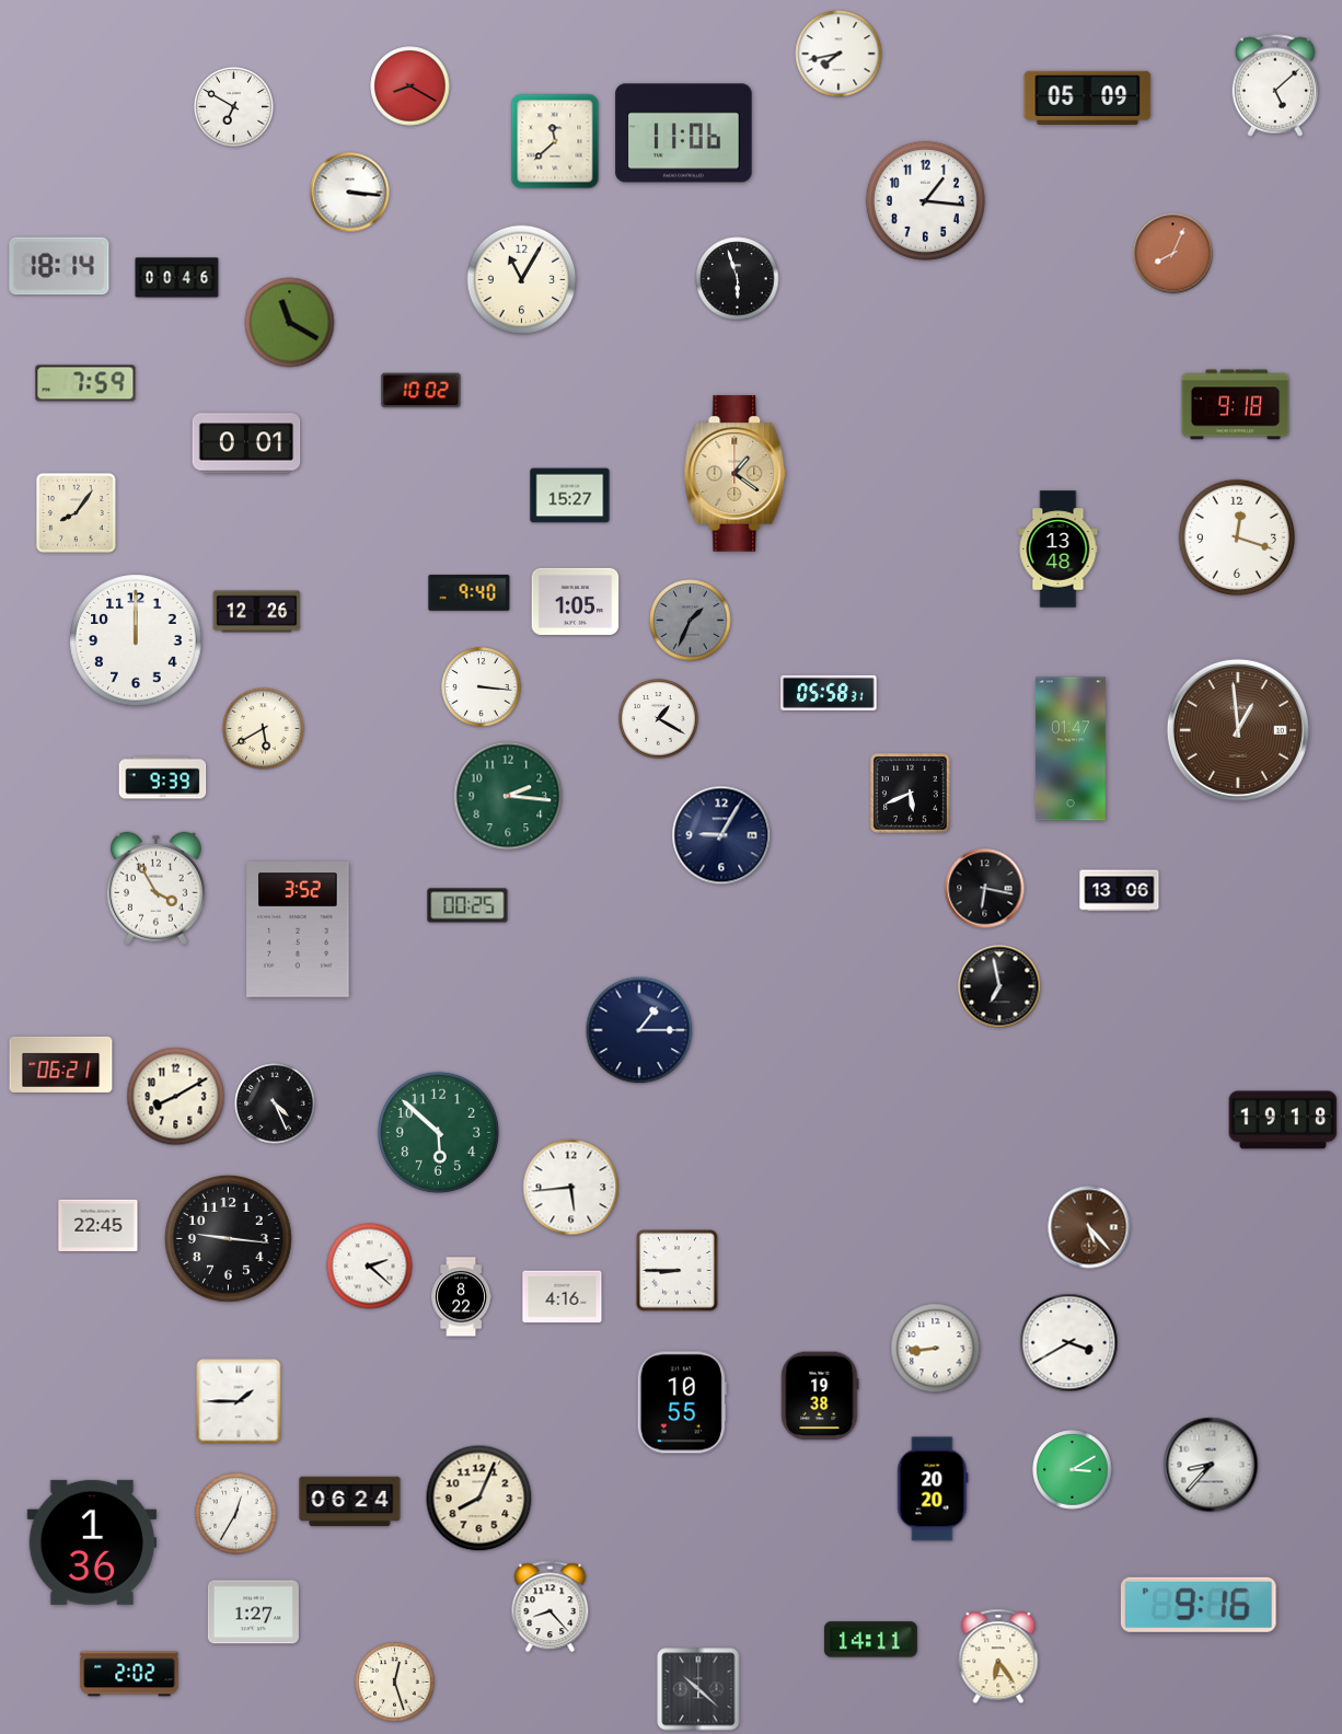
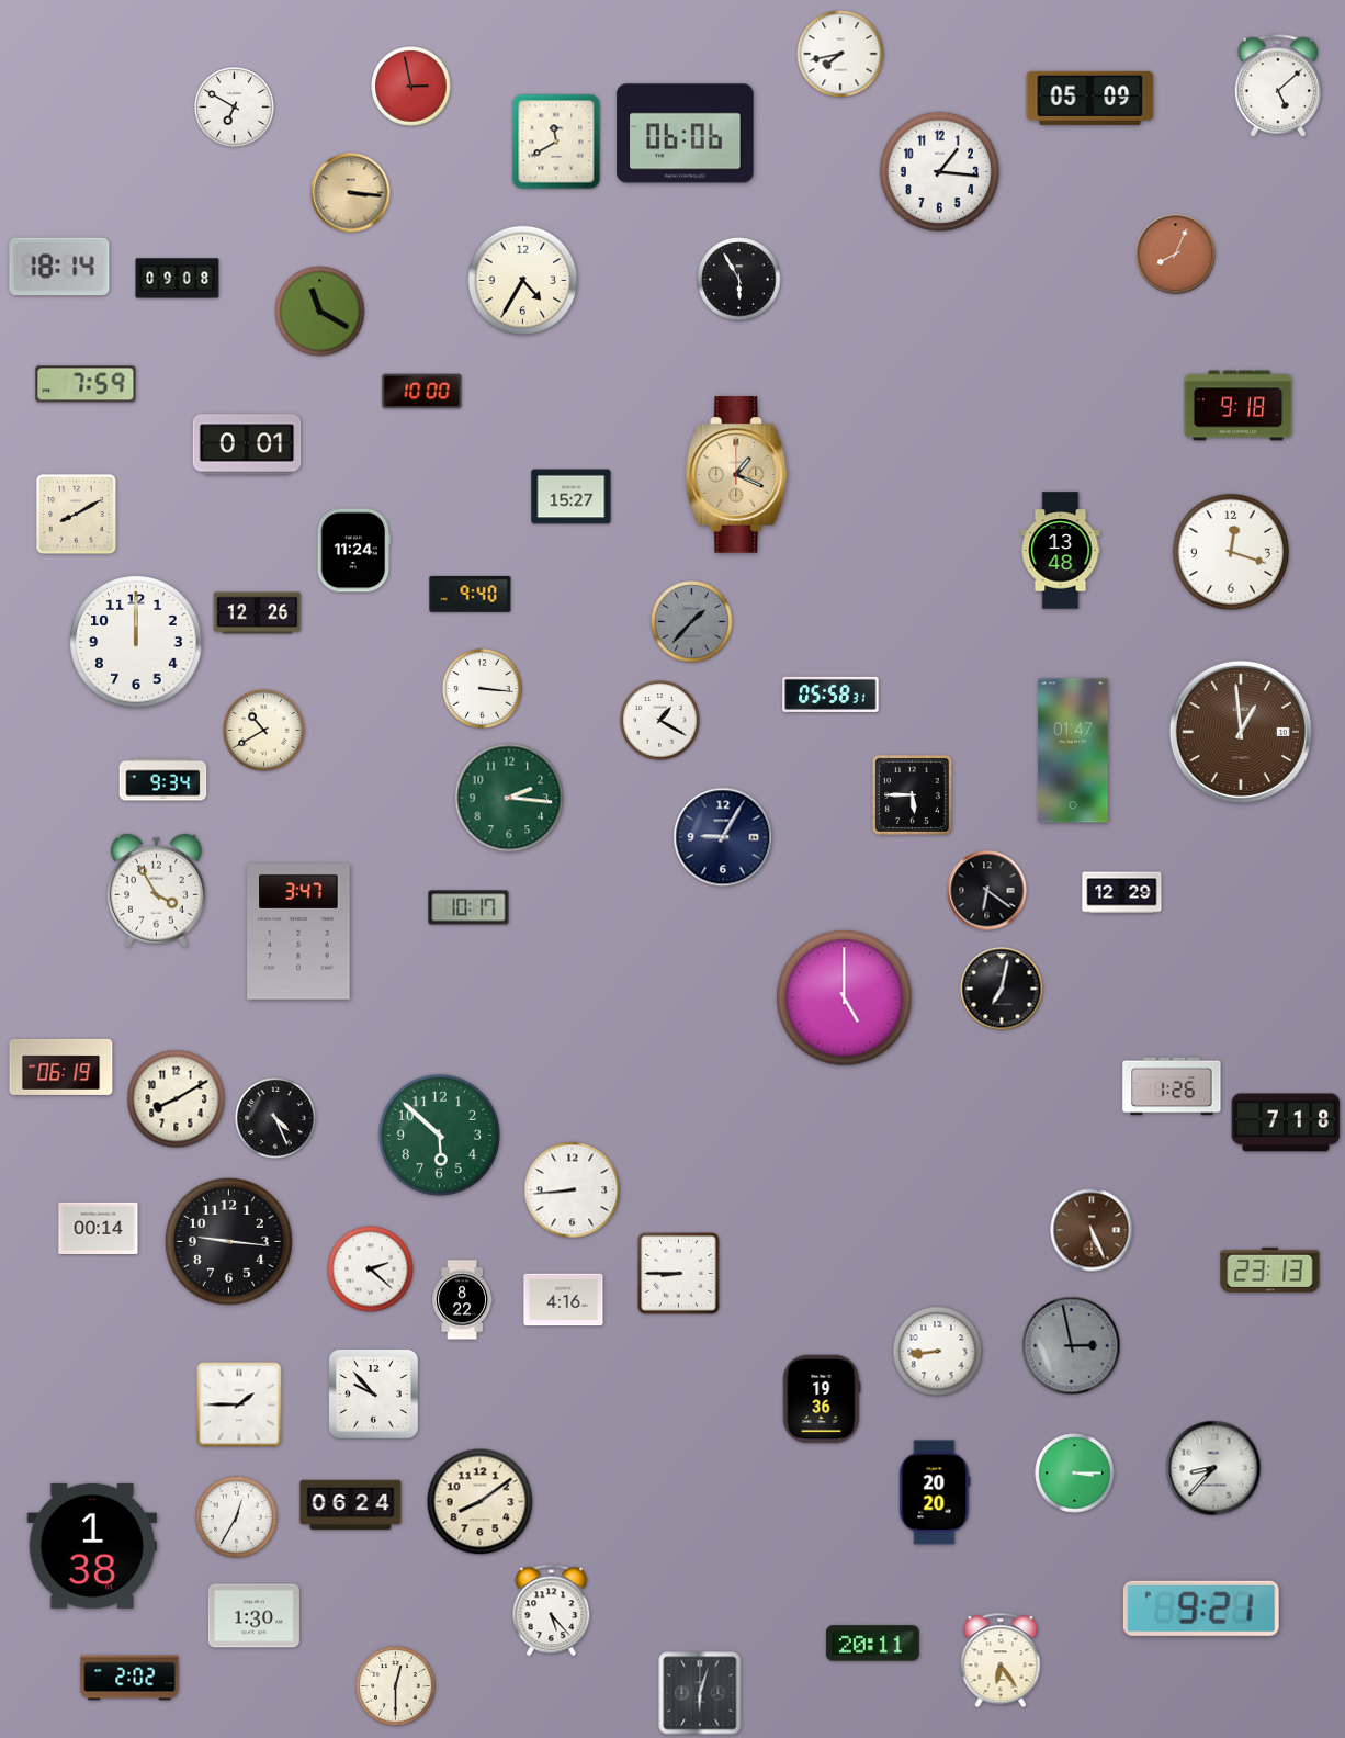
clock at (410, 86): 8:20 -> 2:58
clock at (684, 134): 11:06 -> 06:06
clock at (555, 141): 11:38 -> 11:40
clock at (350, 193) dial: white -> champagne
clock at (925, 200) position: (925, 200) -> (939, 171)
clock at (177, 278): 00:46 -> 09:08
clock at (738, 279): 5:57 -> 5:55
clock at (522, 280): 11:05 -> 4:35
clock at (290, 323) position: (290, 323) -> (320, 312)
clock at (421, 391): 10:02 -> 10:00
clock at (736, 474): 1:21 -> 1:19
clock at (77, 513): 8:06 -> 8:10
clock at (1237, 537) position: (1237, 537) -> (1231, 552)
clock at (354, 551): none -> 11:24
clock at (576, 601): 1:05 -> none
clock at (691, 621): 1:34 -> 1:37
clock at (264, 729): 5:40 -> 10:40
clock at (163, 778): 9:39 -> 9:34
clock at (911, 794): 5:41 -> 5:45
clock at (985, 889): 6:17 -> 6:21
clock at (1120, 891): 13:06 -> 12:29
clock at (467, 905): 00:25 -> 10:17
clock at (298, 929): 3:52 -> 3:47
clock at (999, 986): 6:58 -> 7:02
clock at (845, 998): none -> 5:00
clock at (639, 1030): 1:15 -> none
clock at (61, 1064): 06:21 -> 06:19
clock at (1172, 1086): none -> 1:26
clock at (275, 1103) position: (275, 1103) -> (275, 1118)
clock at (1283, 1120): 19:18 -> 7:18
clock at (571, 1188): 5:44 -> 8:44
clock at (99, 1225): 22:45 -> 00:14
clock at (1089, 1227): 5:23 -> 5:26
clock at (1270, 1269): none -> 23:13
clock at (1069, 1343): 3:40 -> 2:58
clock at (1069, 1343) dial: white -> grey
clock at (374, 1395): none -> 9:53
clock at (820, 1396): 19:38 -> 19:36
clock at (682, 1402): 10:55 -> none
clock at (1073, 1470): 3:10 -> 3:15
clock at (479, 1499): 8:04 -> 8:09
clock at (91, 1542): 1:36 -> 1:38
clock at (1199, 1605): 9:16 -> 9:21
clock at (551, 1607): 8:23 -> 5:23
clock at (253, 1612): 1:27 -> 1:30
clock at (870, 1640): 14:11 -> 20:11
clock at (395, 1683): 12:27 -> 12:30
clock at (698, 1689): 10:22 -> 6:03
